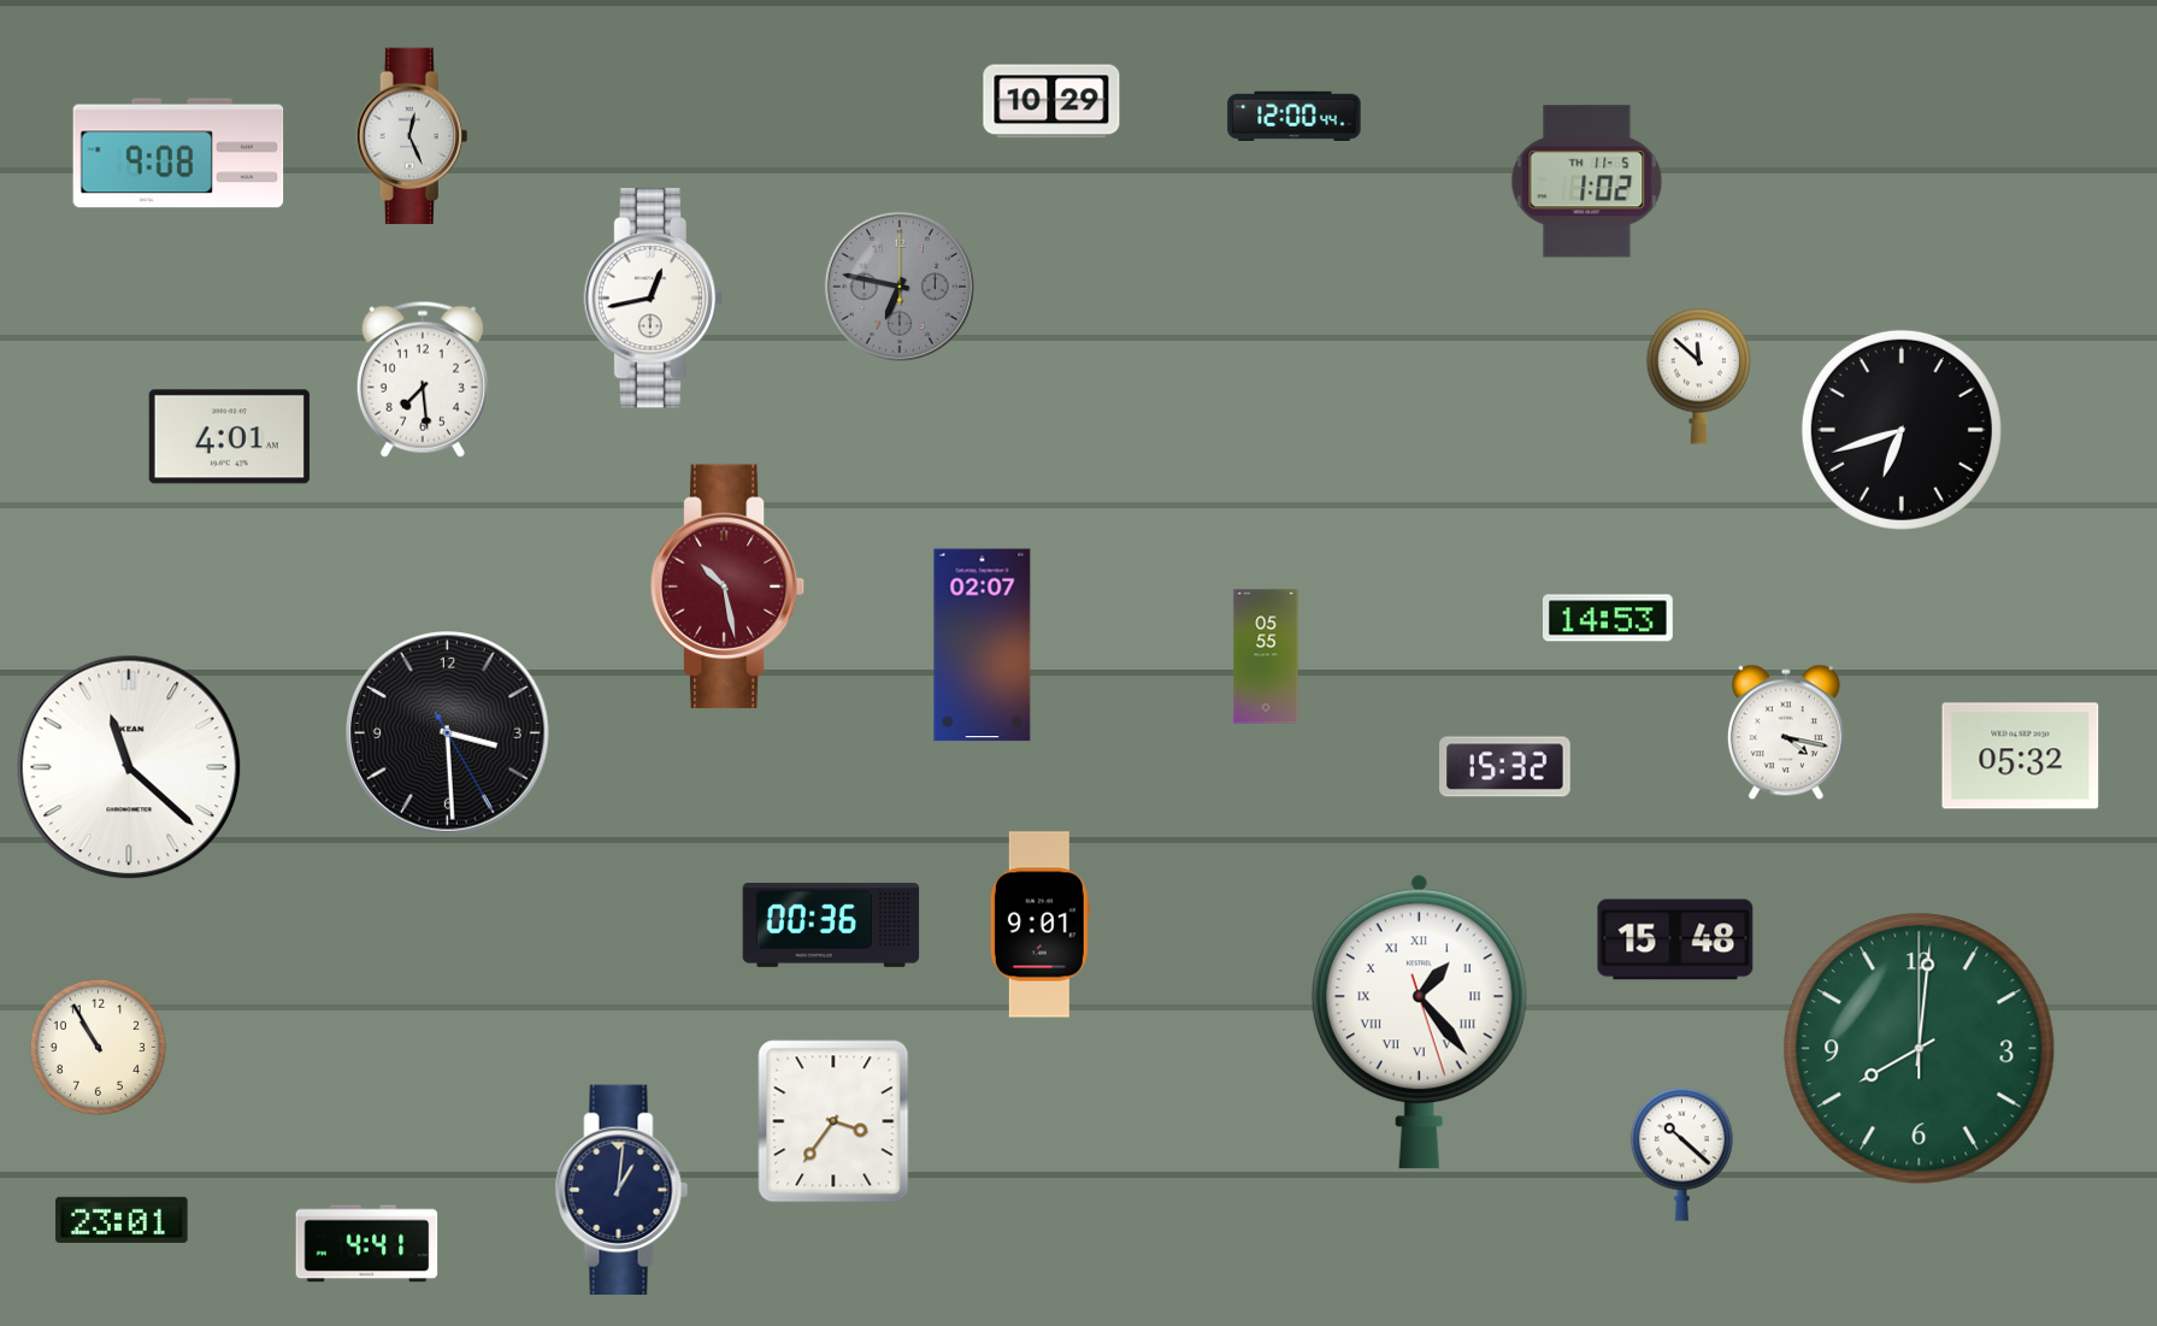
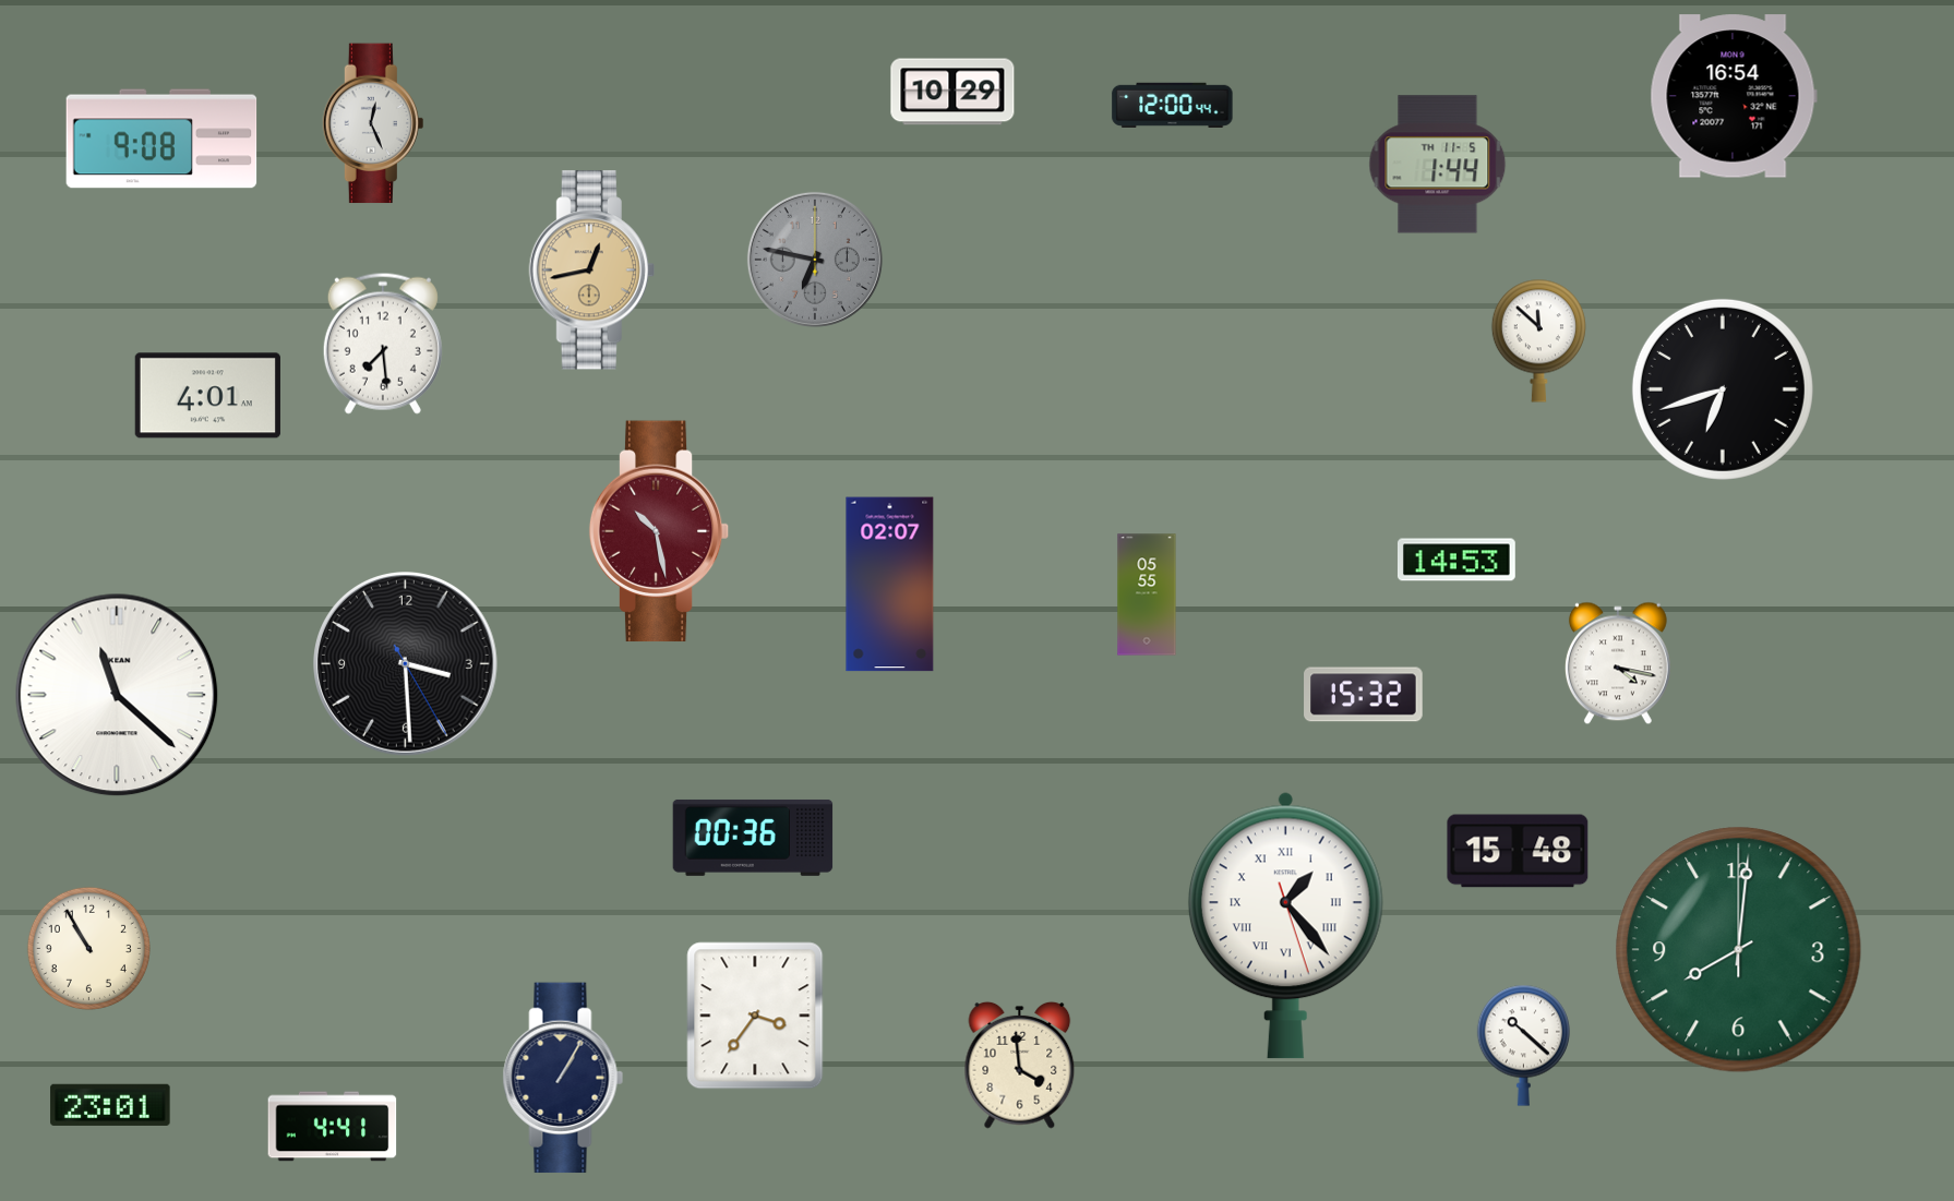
clock at (1734, 96): none -> 16:54
clock at (1587, 182): 1:02 -> 1:44
clock at (653, 299) dial: white -> champagne
clock at (2021, 756): 05:32 -> none
clock at (1039, 925): 9:01 -> none
clock at (1020, 1065): none -> 3:59
clock at (621, 1190): 1:01 -> 1:05
